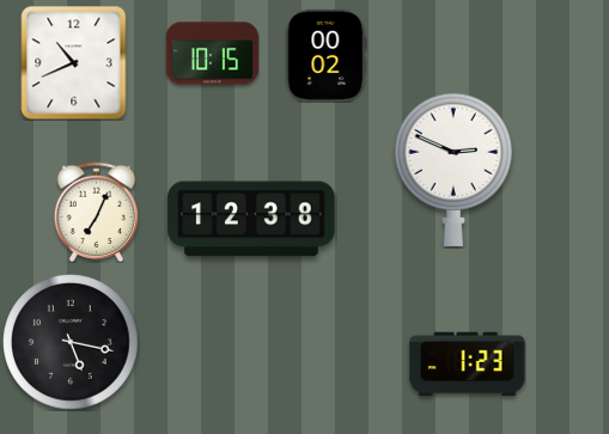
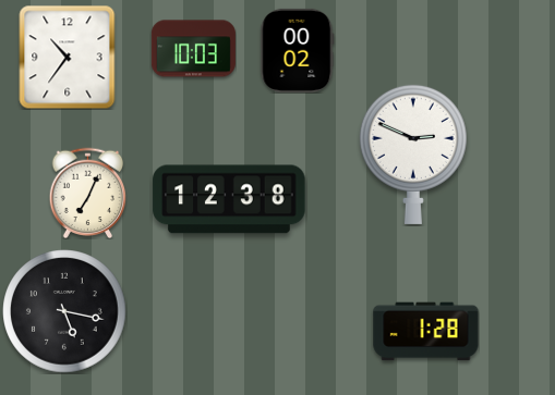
clock at (212, 54): 10:15 -> 10:03
clock at (74, 62): 10:41 -> 10:36
clock at (468, 365): 1:23 -> 1:28
